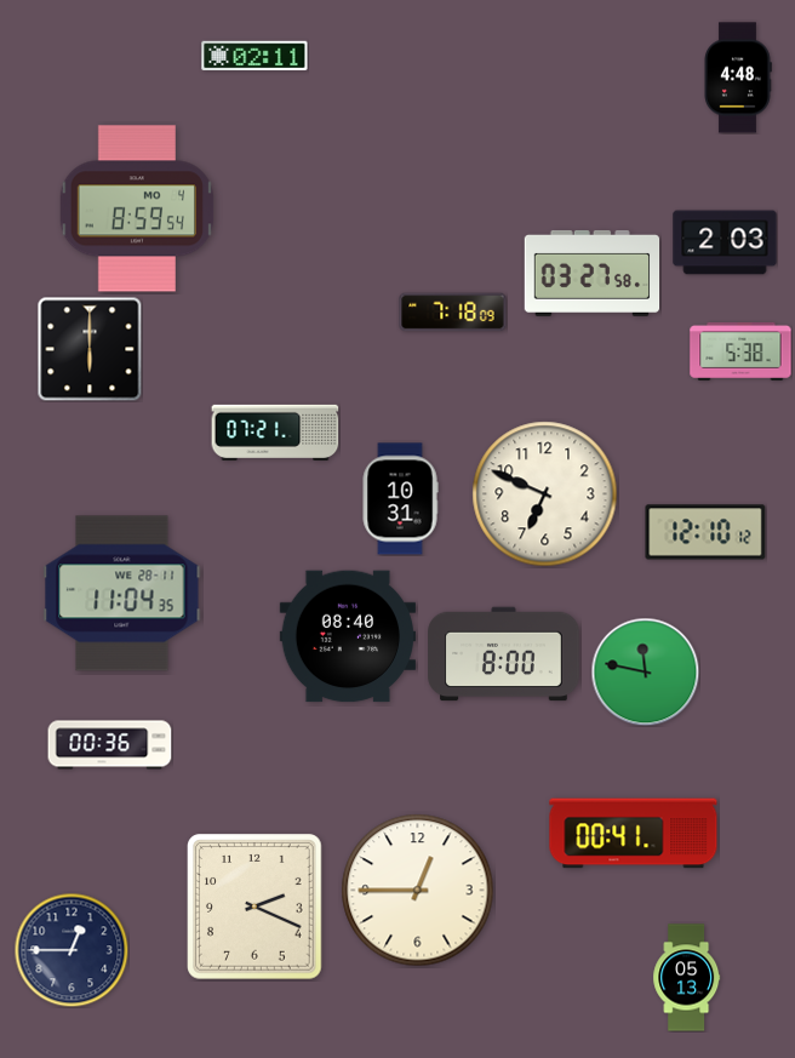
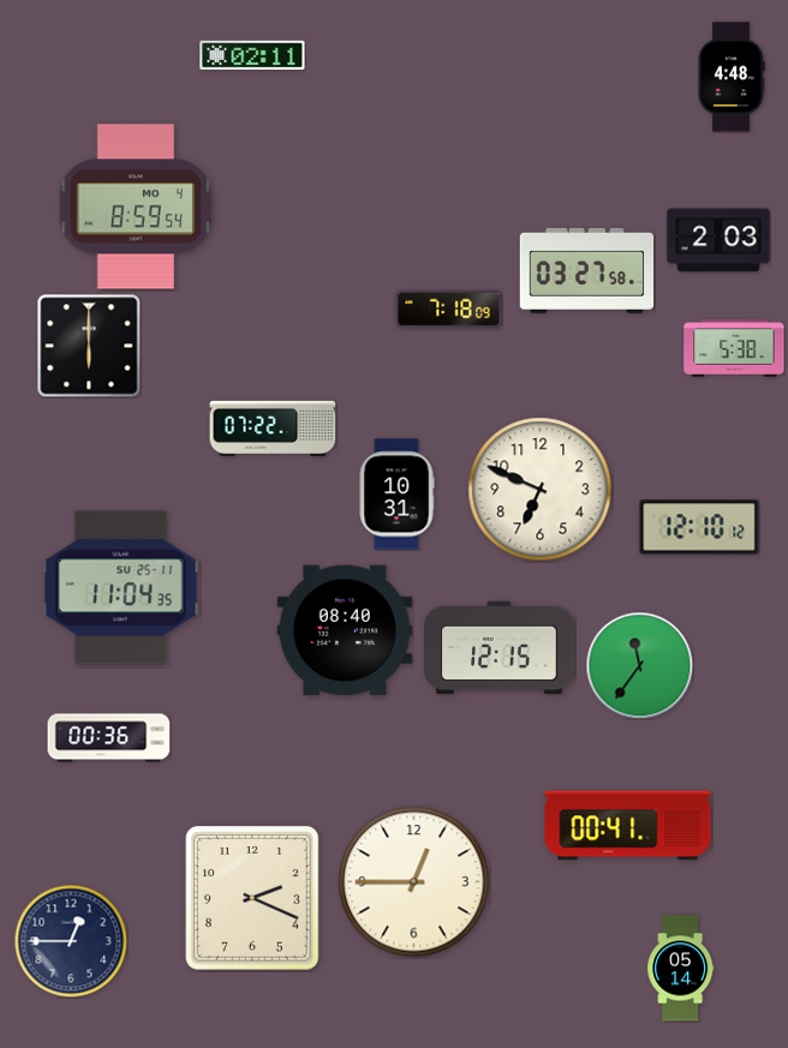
clock at (275, 433): 07:21 -> 07:22
clock at (122, 594) date: WE 28-11 -> SU 25-11
clock at (504, 654): 8:00 -> 12:15
clock at (645, 671): 11:47 -> 11:36
clock at (687, 978): 05:13 -> 05:14
